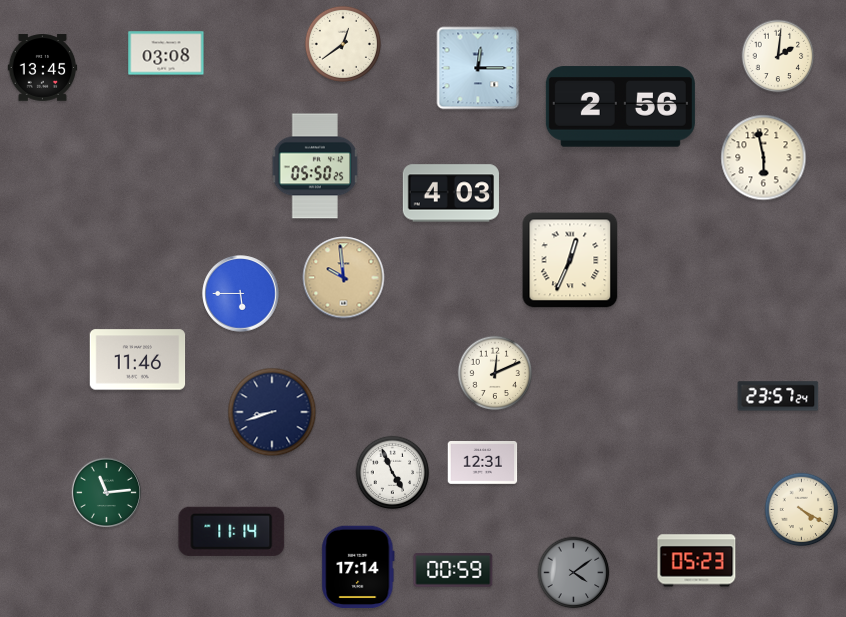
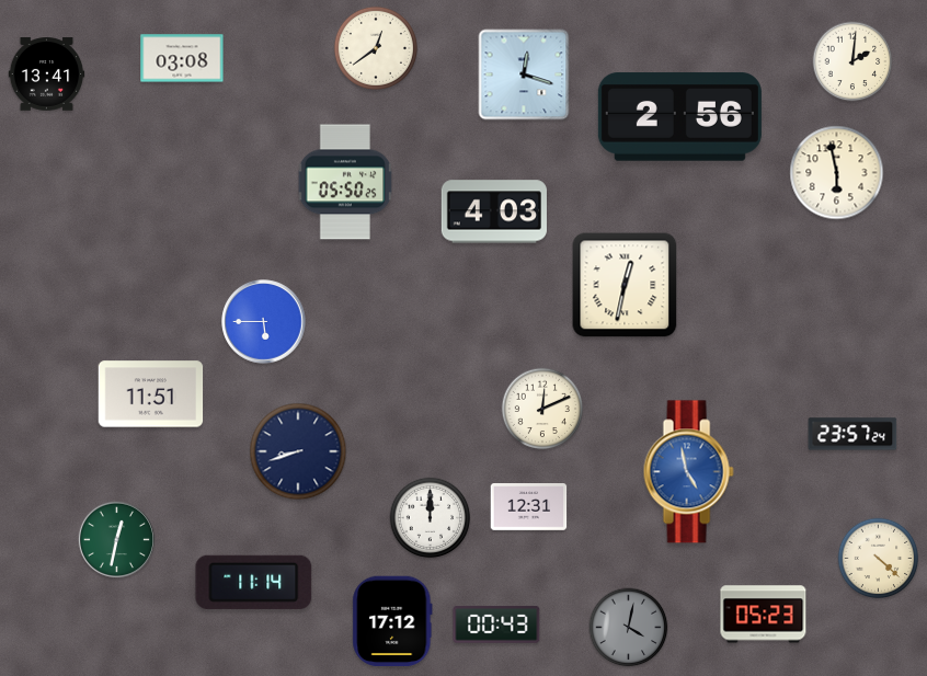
clock at (43, 68): 13:45 -> 13:41
clock at (478, 68): 12:15 -> 12:18
clock at (570, 260): 12:34 -> 12:32
clock at (344, 278): 9:59 -> none
clock at (138, 360): 11:46 -> 11:51
clock at (688, 472): none -> 4:58
clock at (393, 473): 4:56 -> 12:00
clock at (107, 493): 11:14 -> 12:32
clock at (802, 510): 4:20 -> 4:22
clock at (358, 567): 17:14 -> 17:12
clock at (453, 570): 00:59 -> 00:43
clock at (574, 573): 4:09 -> 4:02
